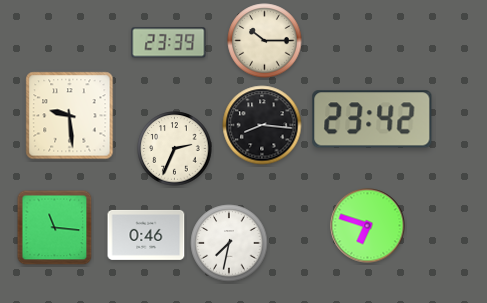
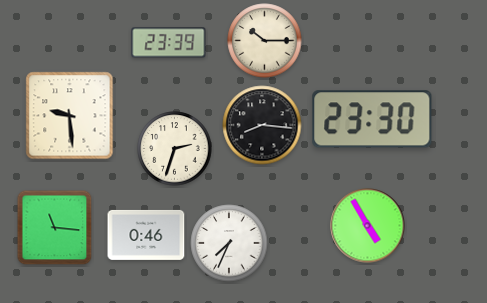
clock at (372, 119): 23:42 -> 23:30
clock at (175, 149): 2:34 -> 2:33
clock at (368, 226): 6:48 -> 4:55
clock at (229, 243): 7:32 -> 7:34
